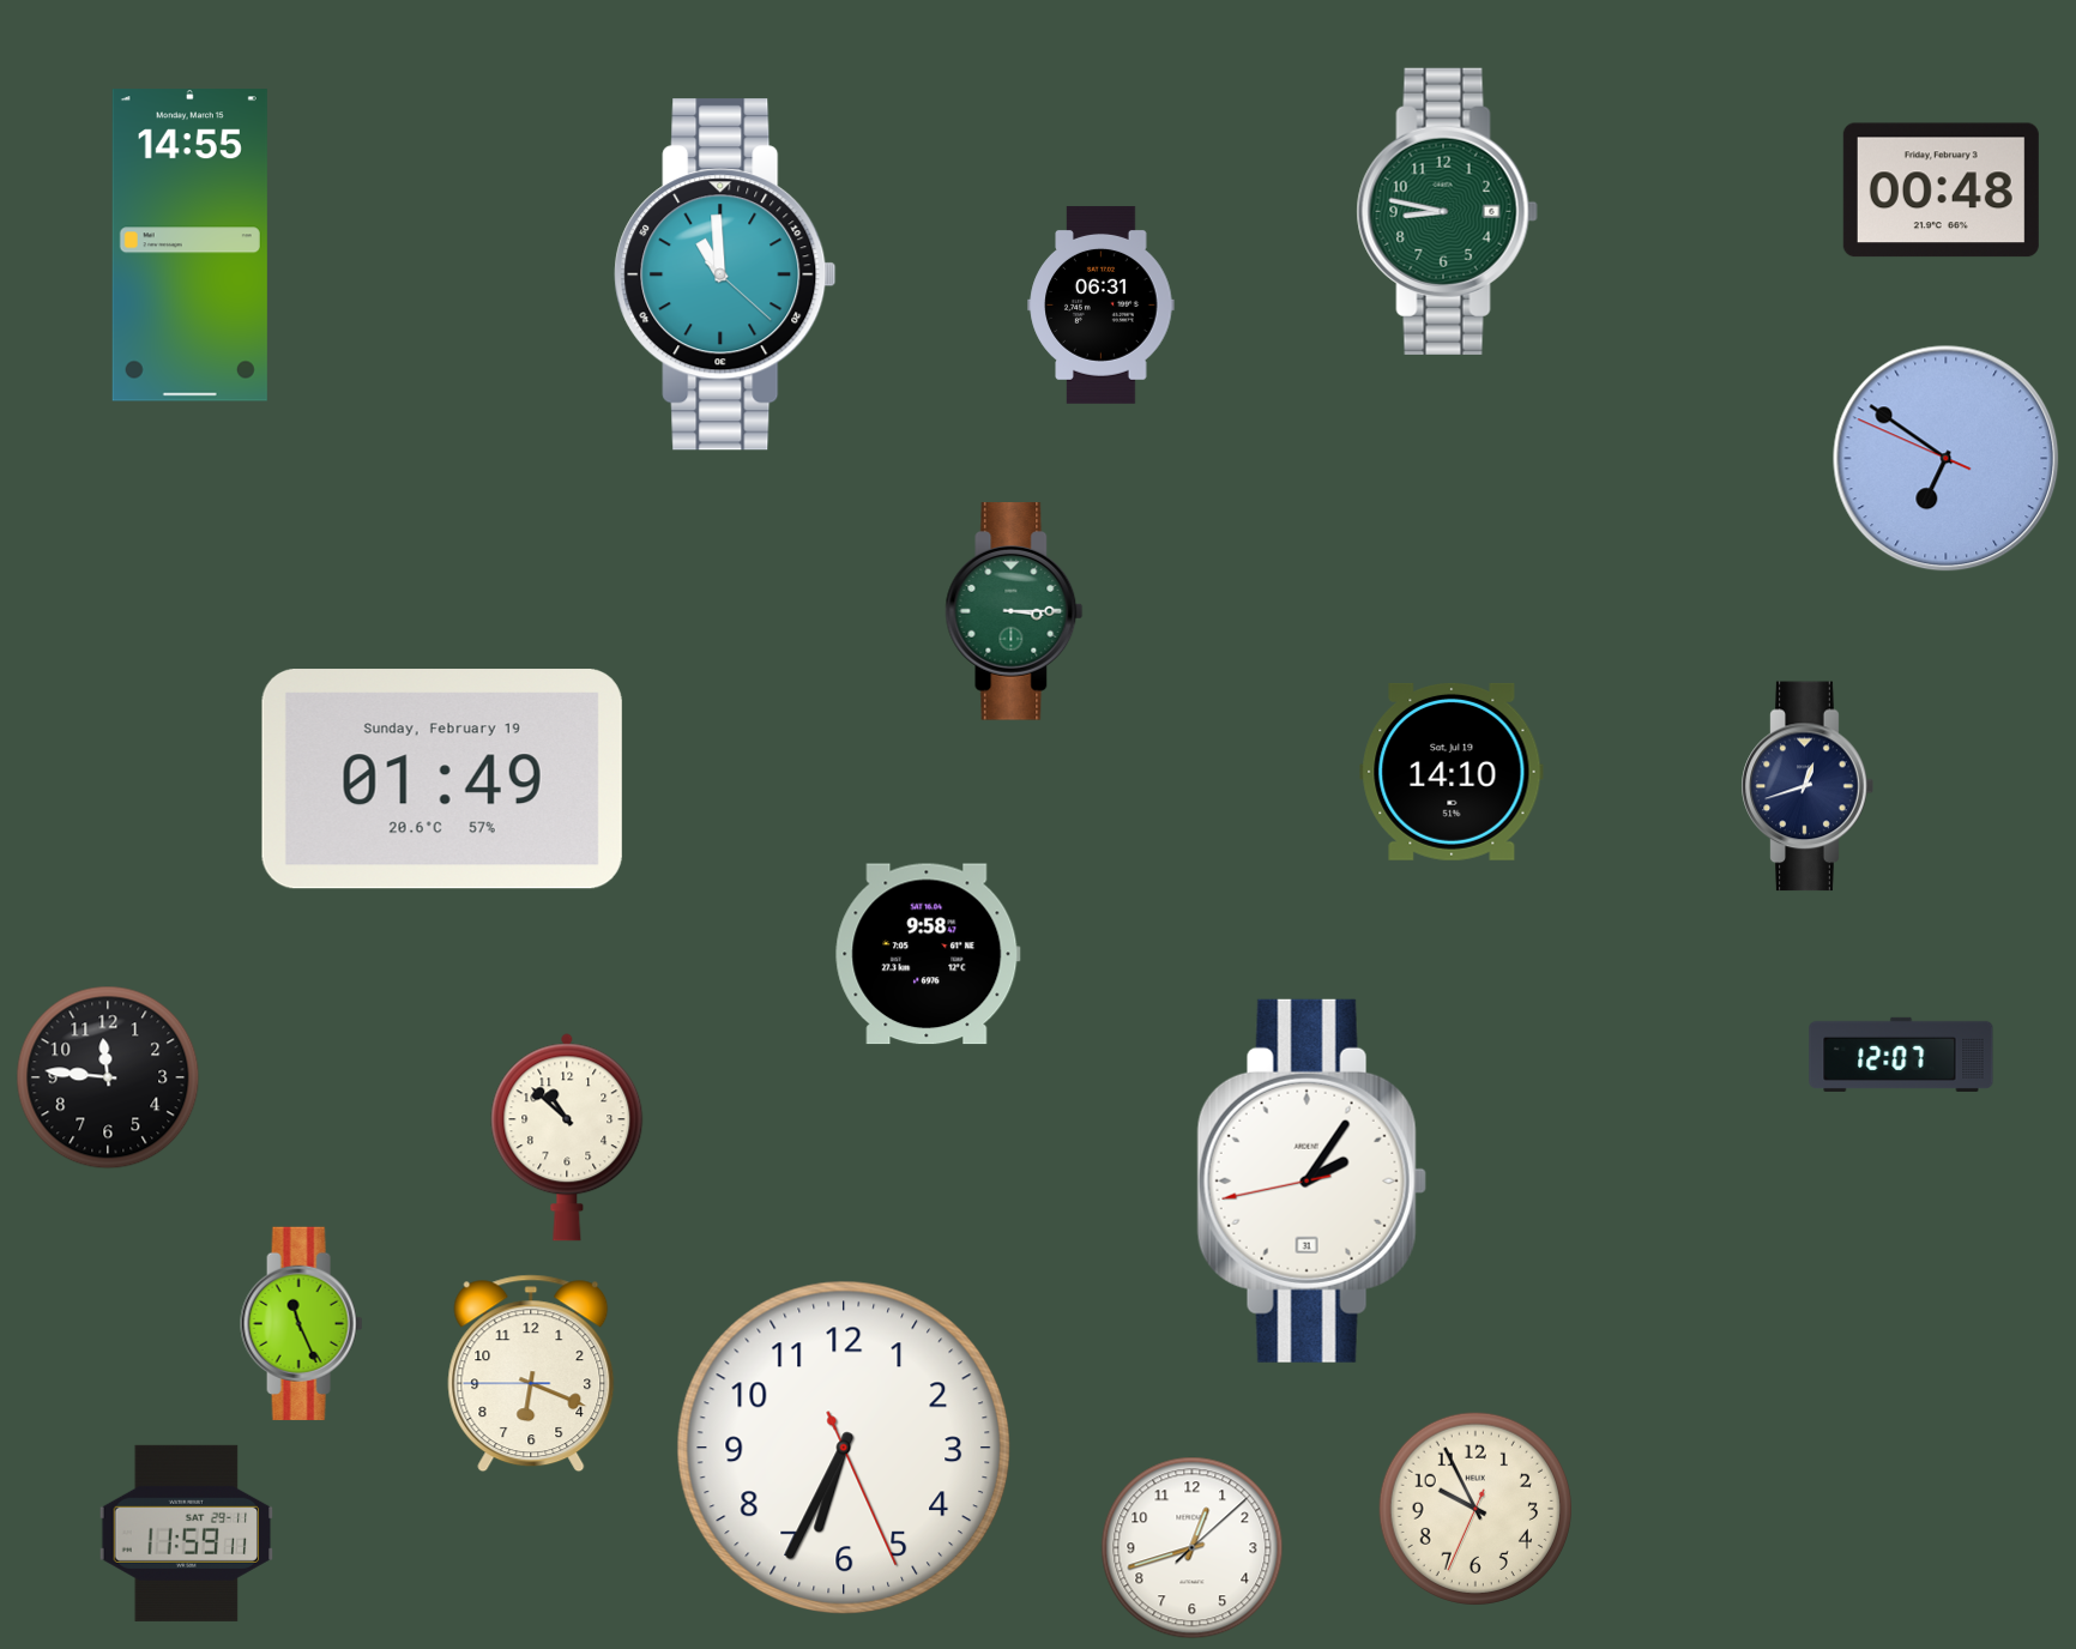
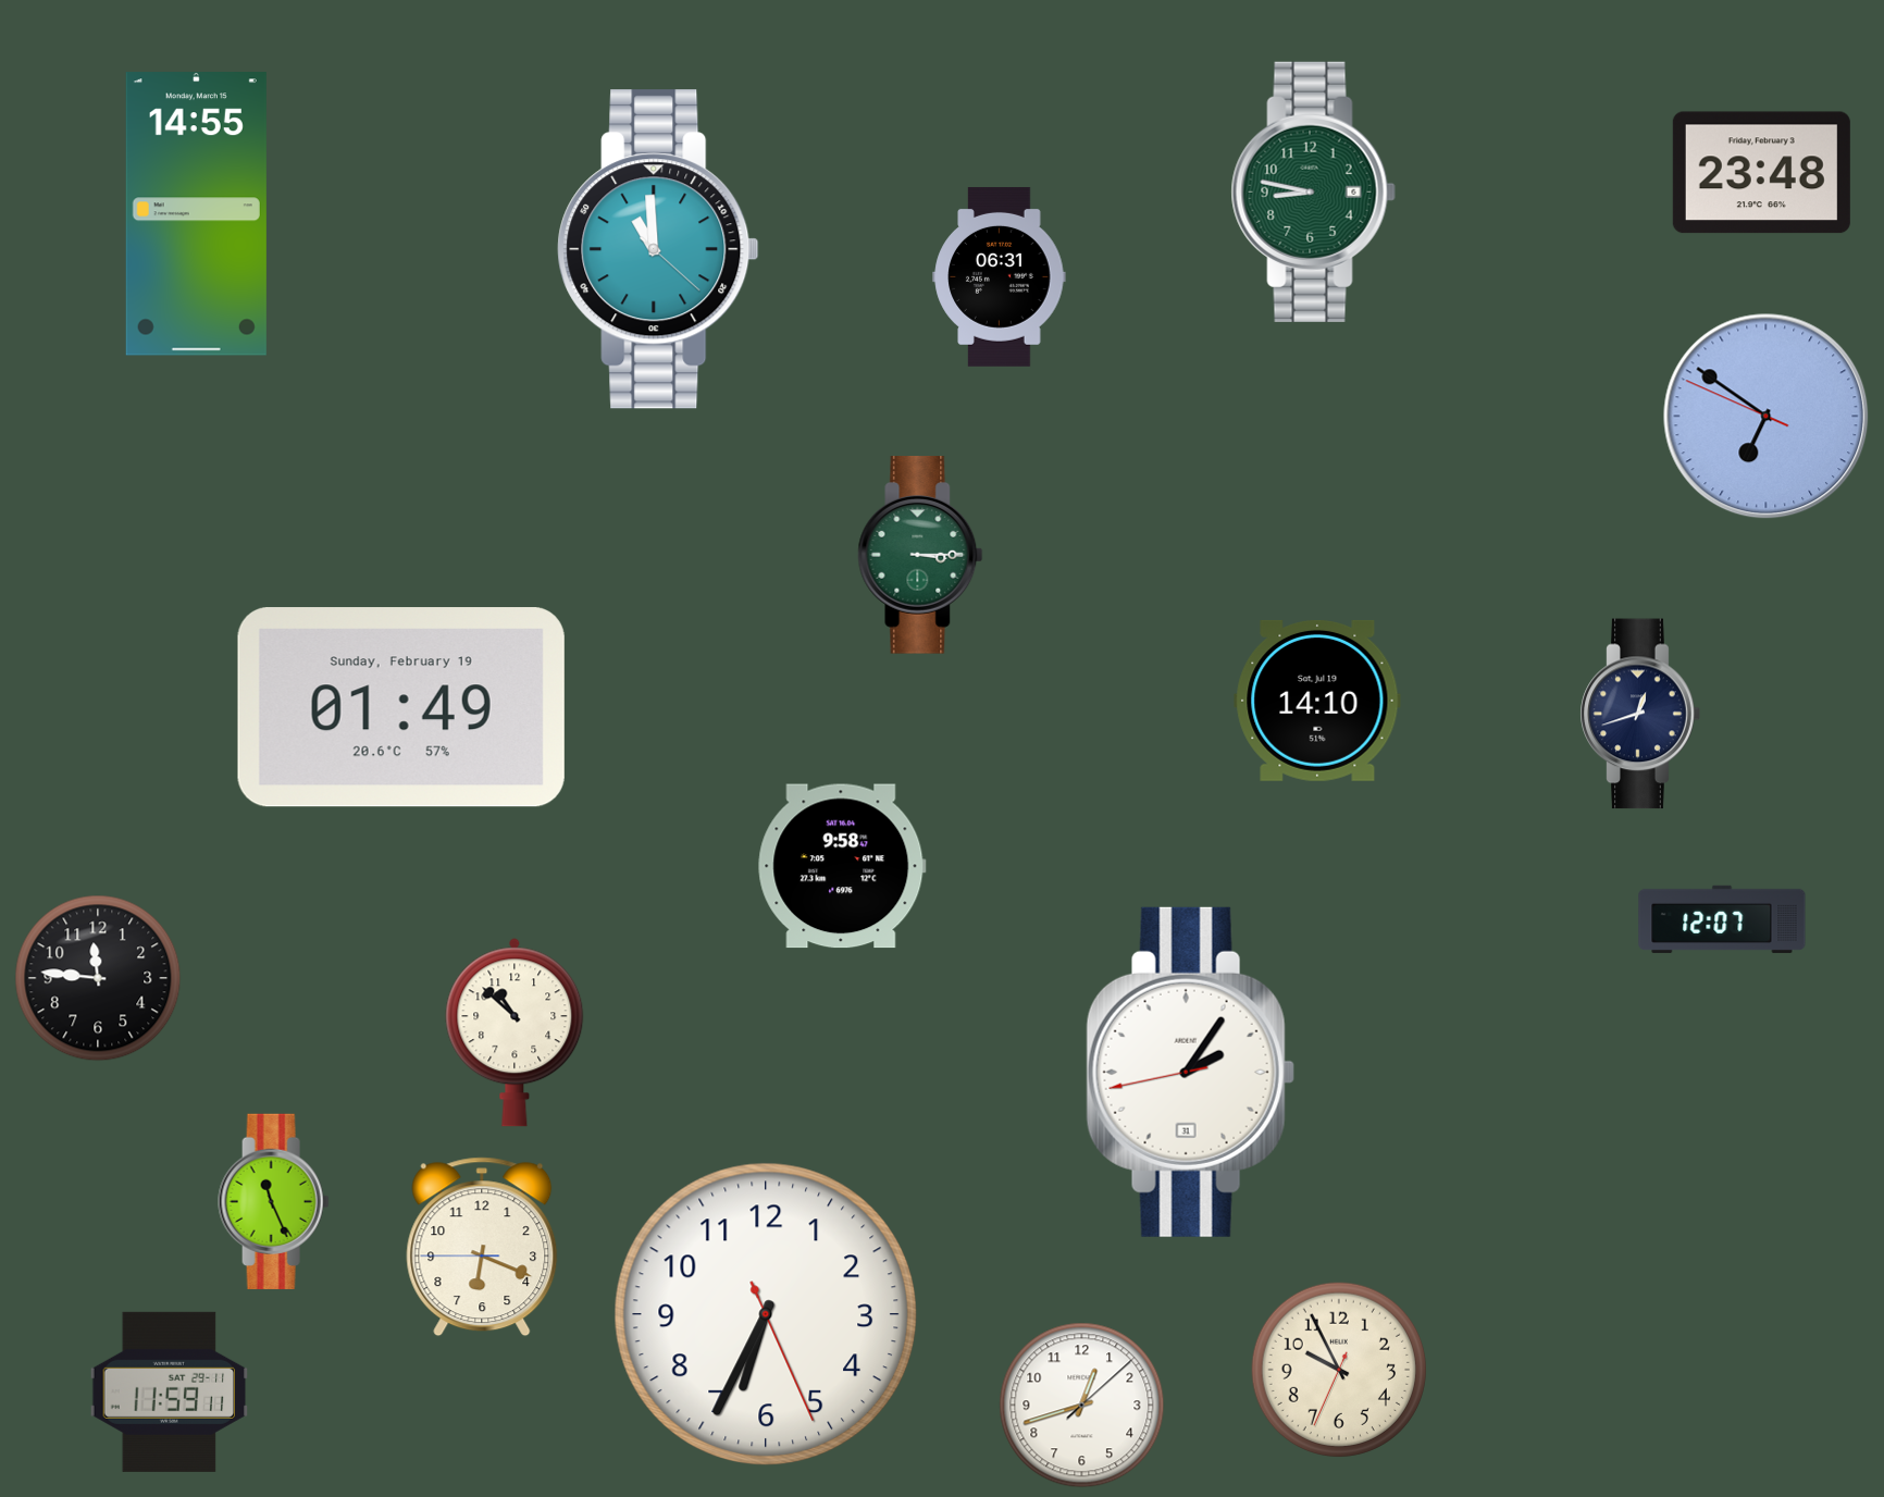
clock at (1941, 191): 00:48 -> 23:48
clock at (189, 246) position: (189, 246) -> (196, 214)
clock at (1901, 1055) position: (1901, 1055) -> (1722, 919)
